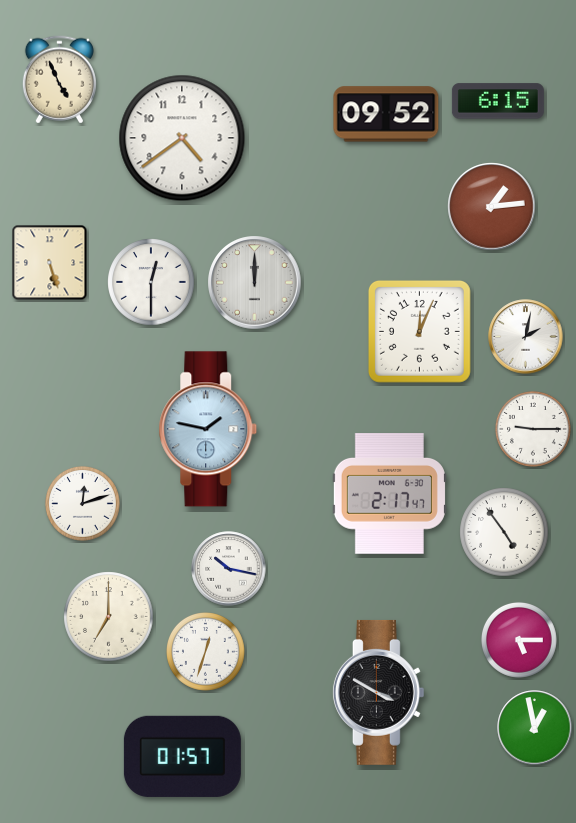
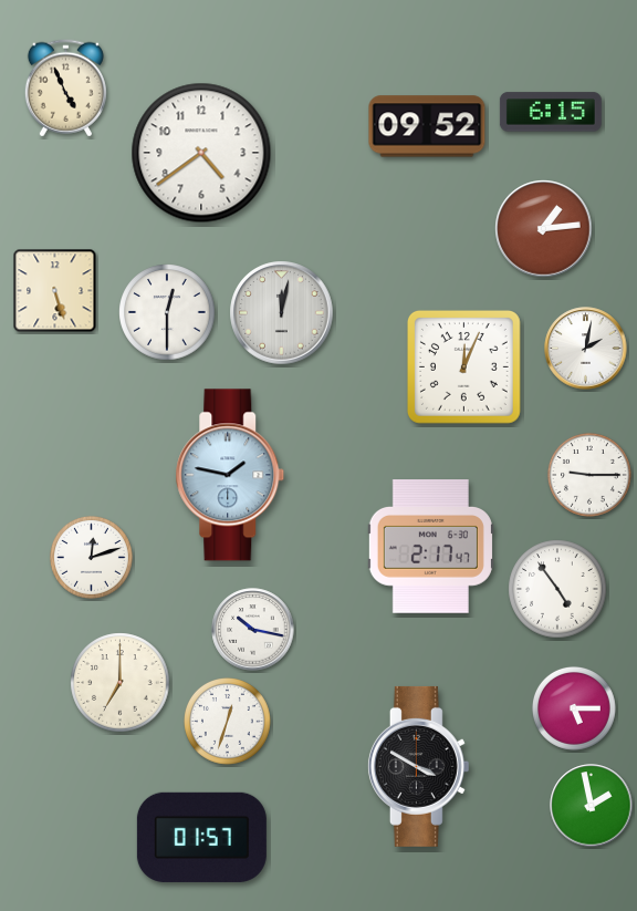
clock at (255, 283): 12:00 -> 12:02
clock at (526, 337) position: (526, 337) -> (586, 349)
clock at (535, 728): 12:58 -> 1:58
